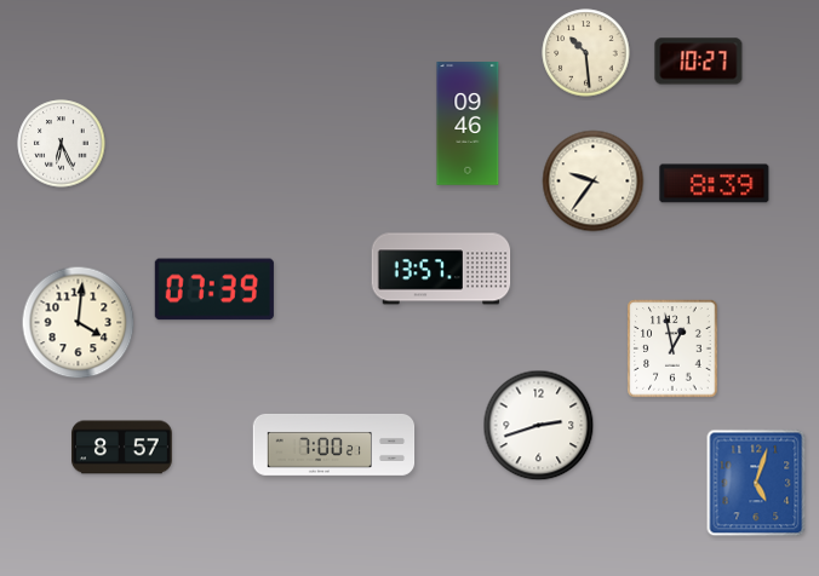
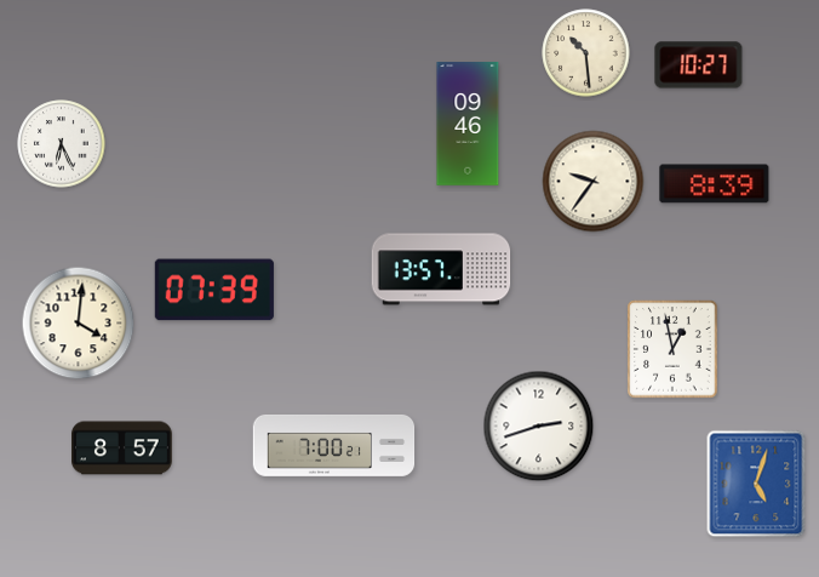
clock at (699, 62) position: (699, 62) -> (699, 65)
